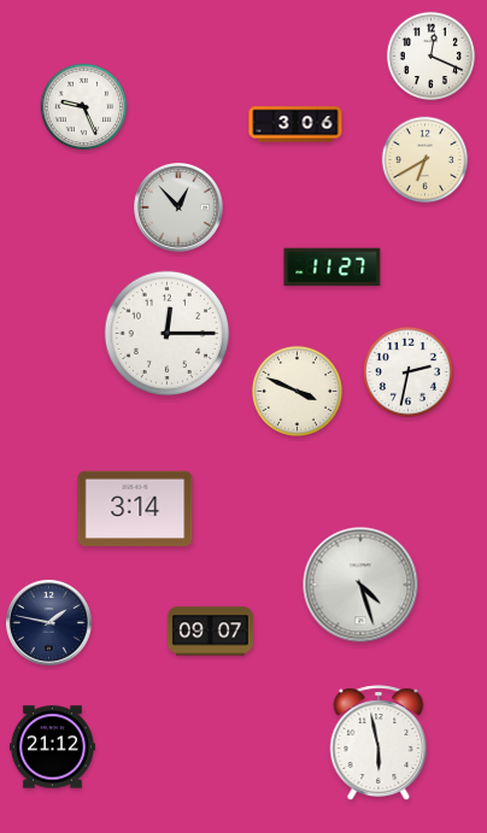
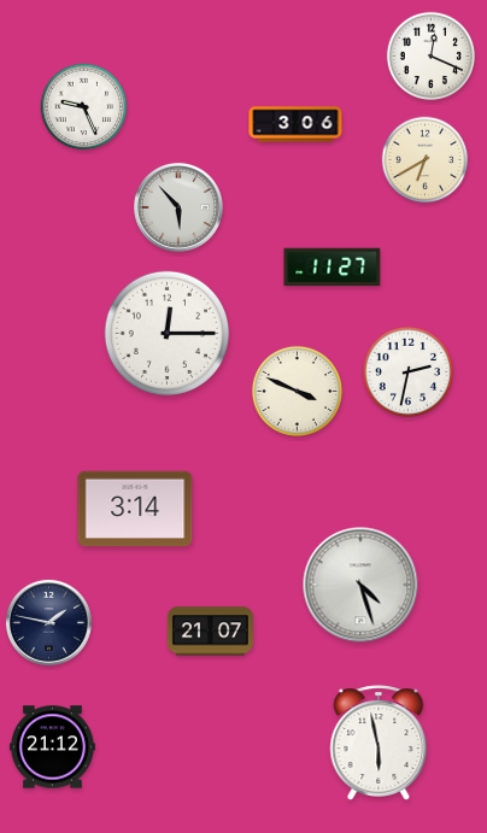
clock at (180, 209): 12:53 -> 5:53
clock at (210, 632): 09:07 -> 21:07
